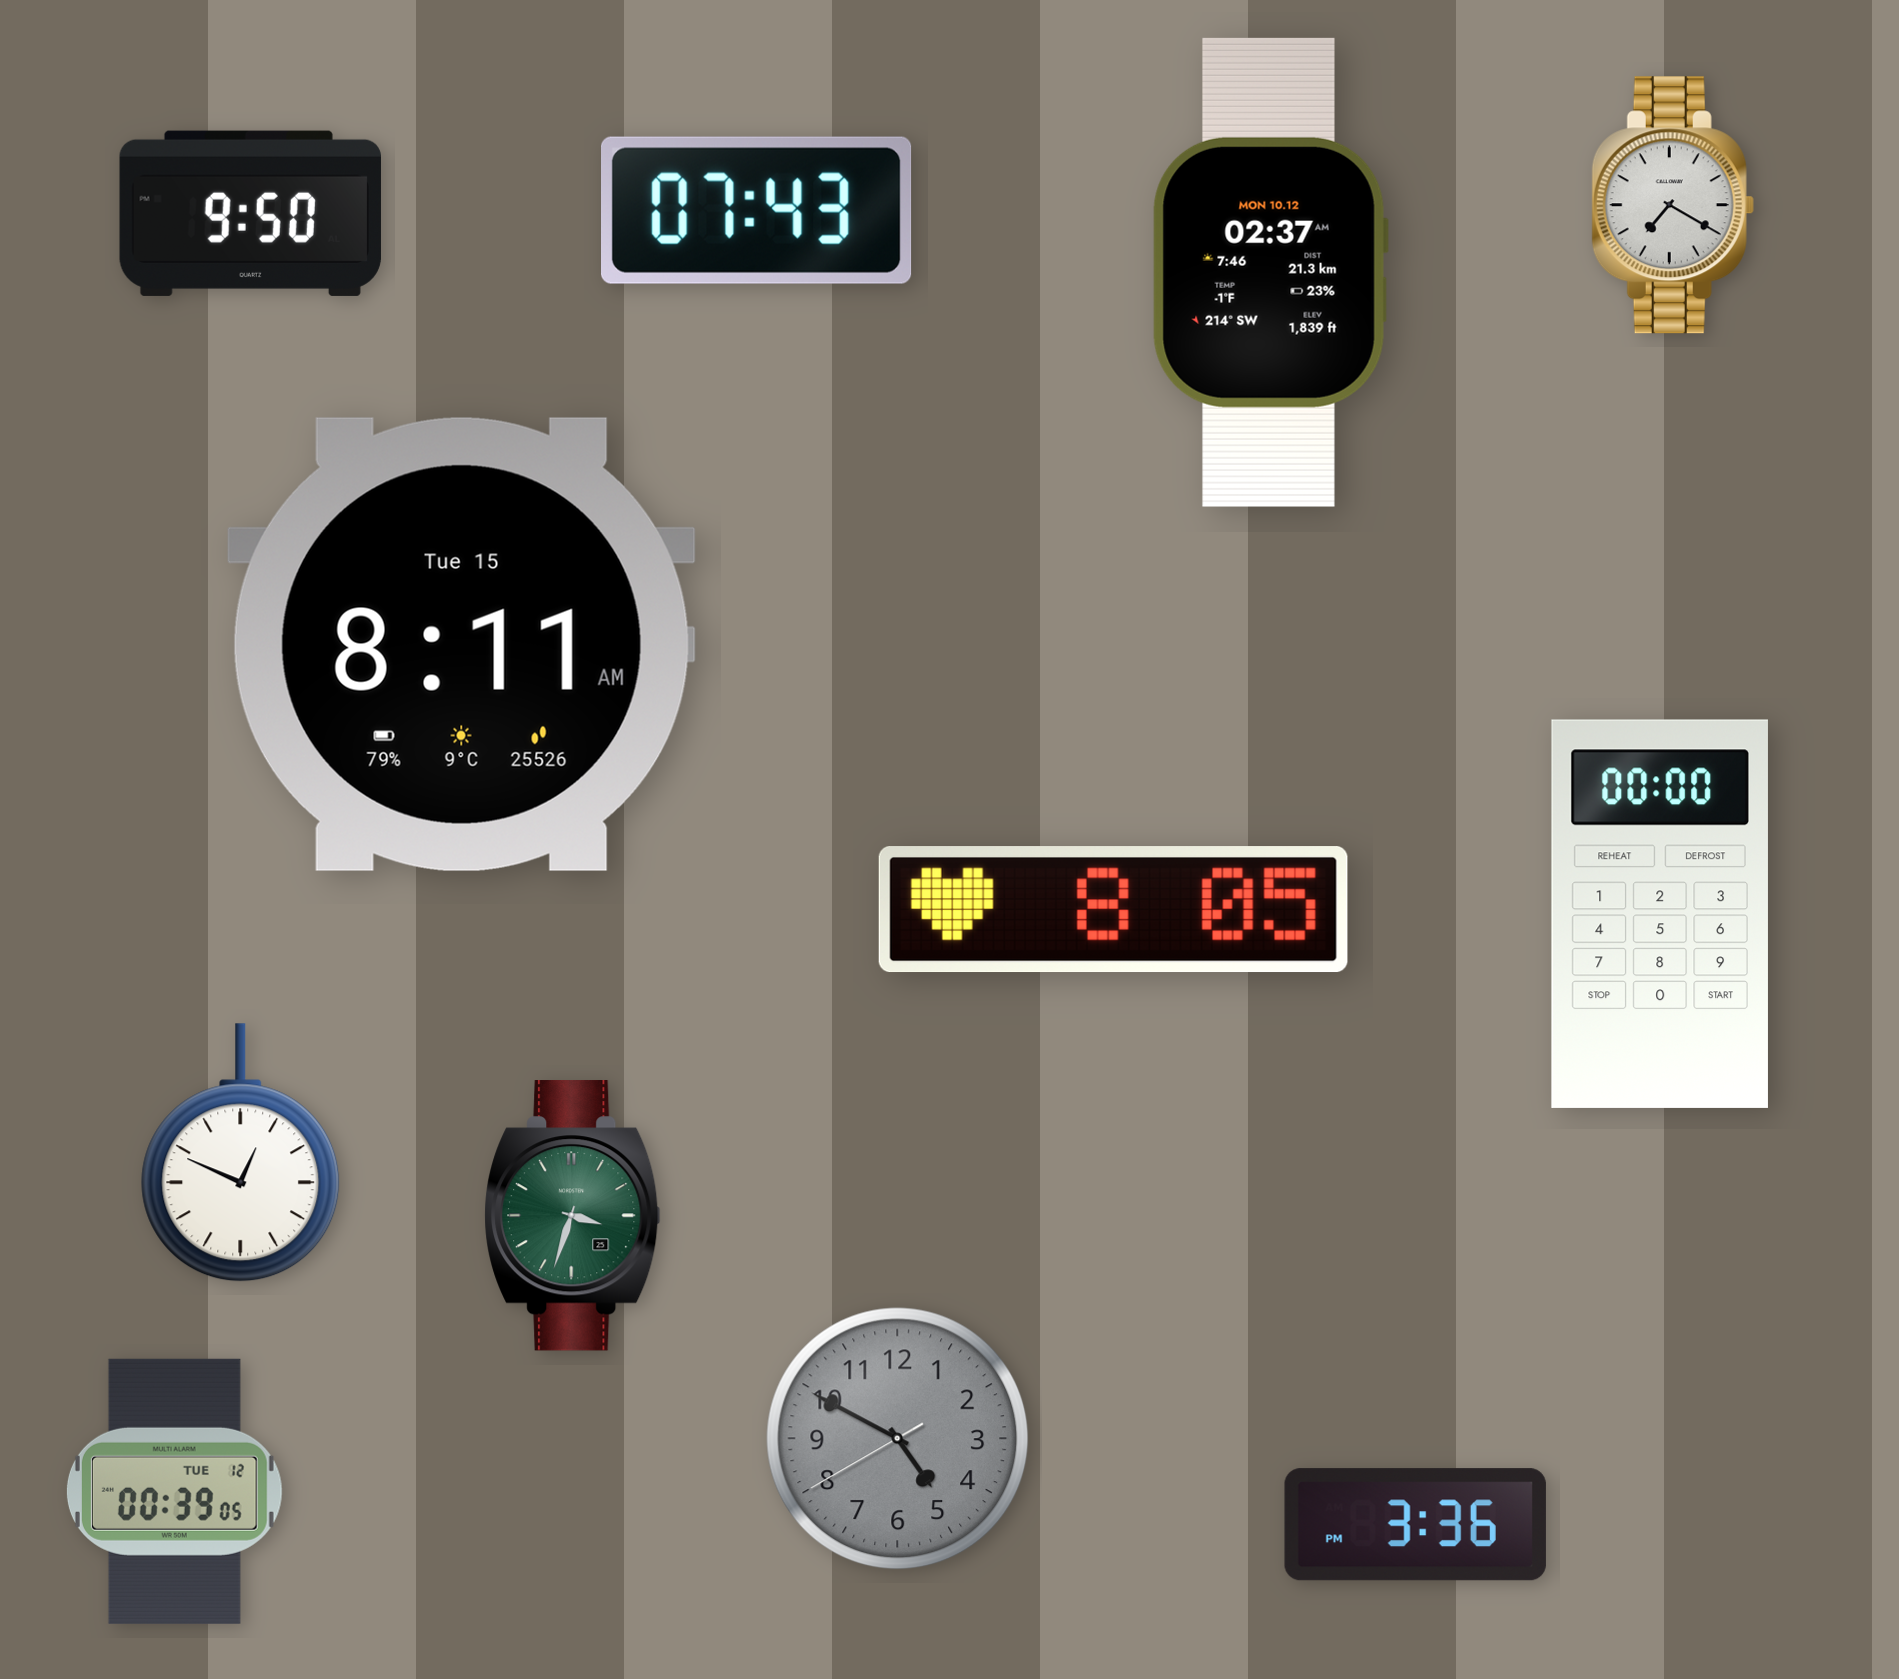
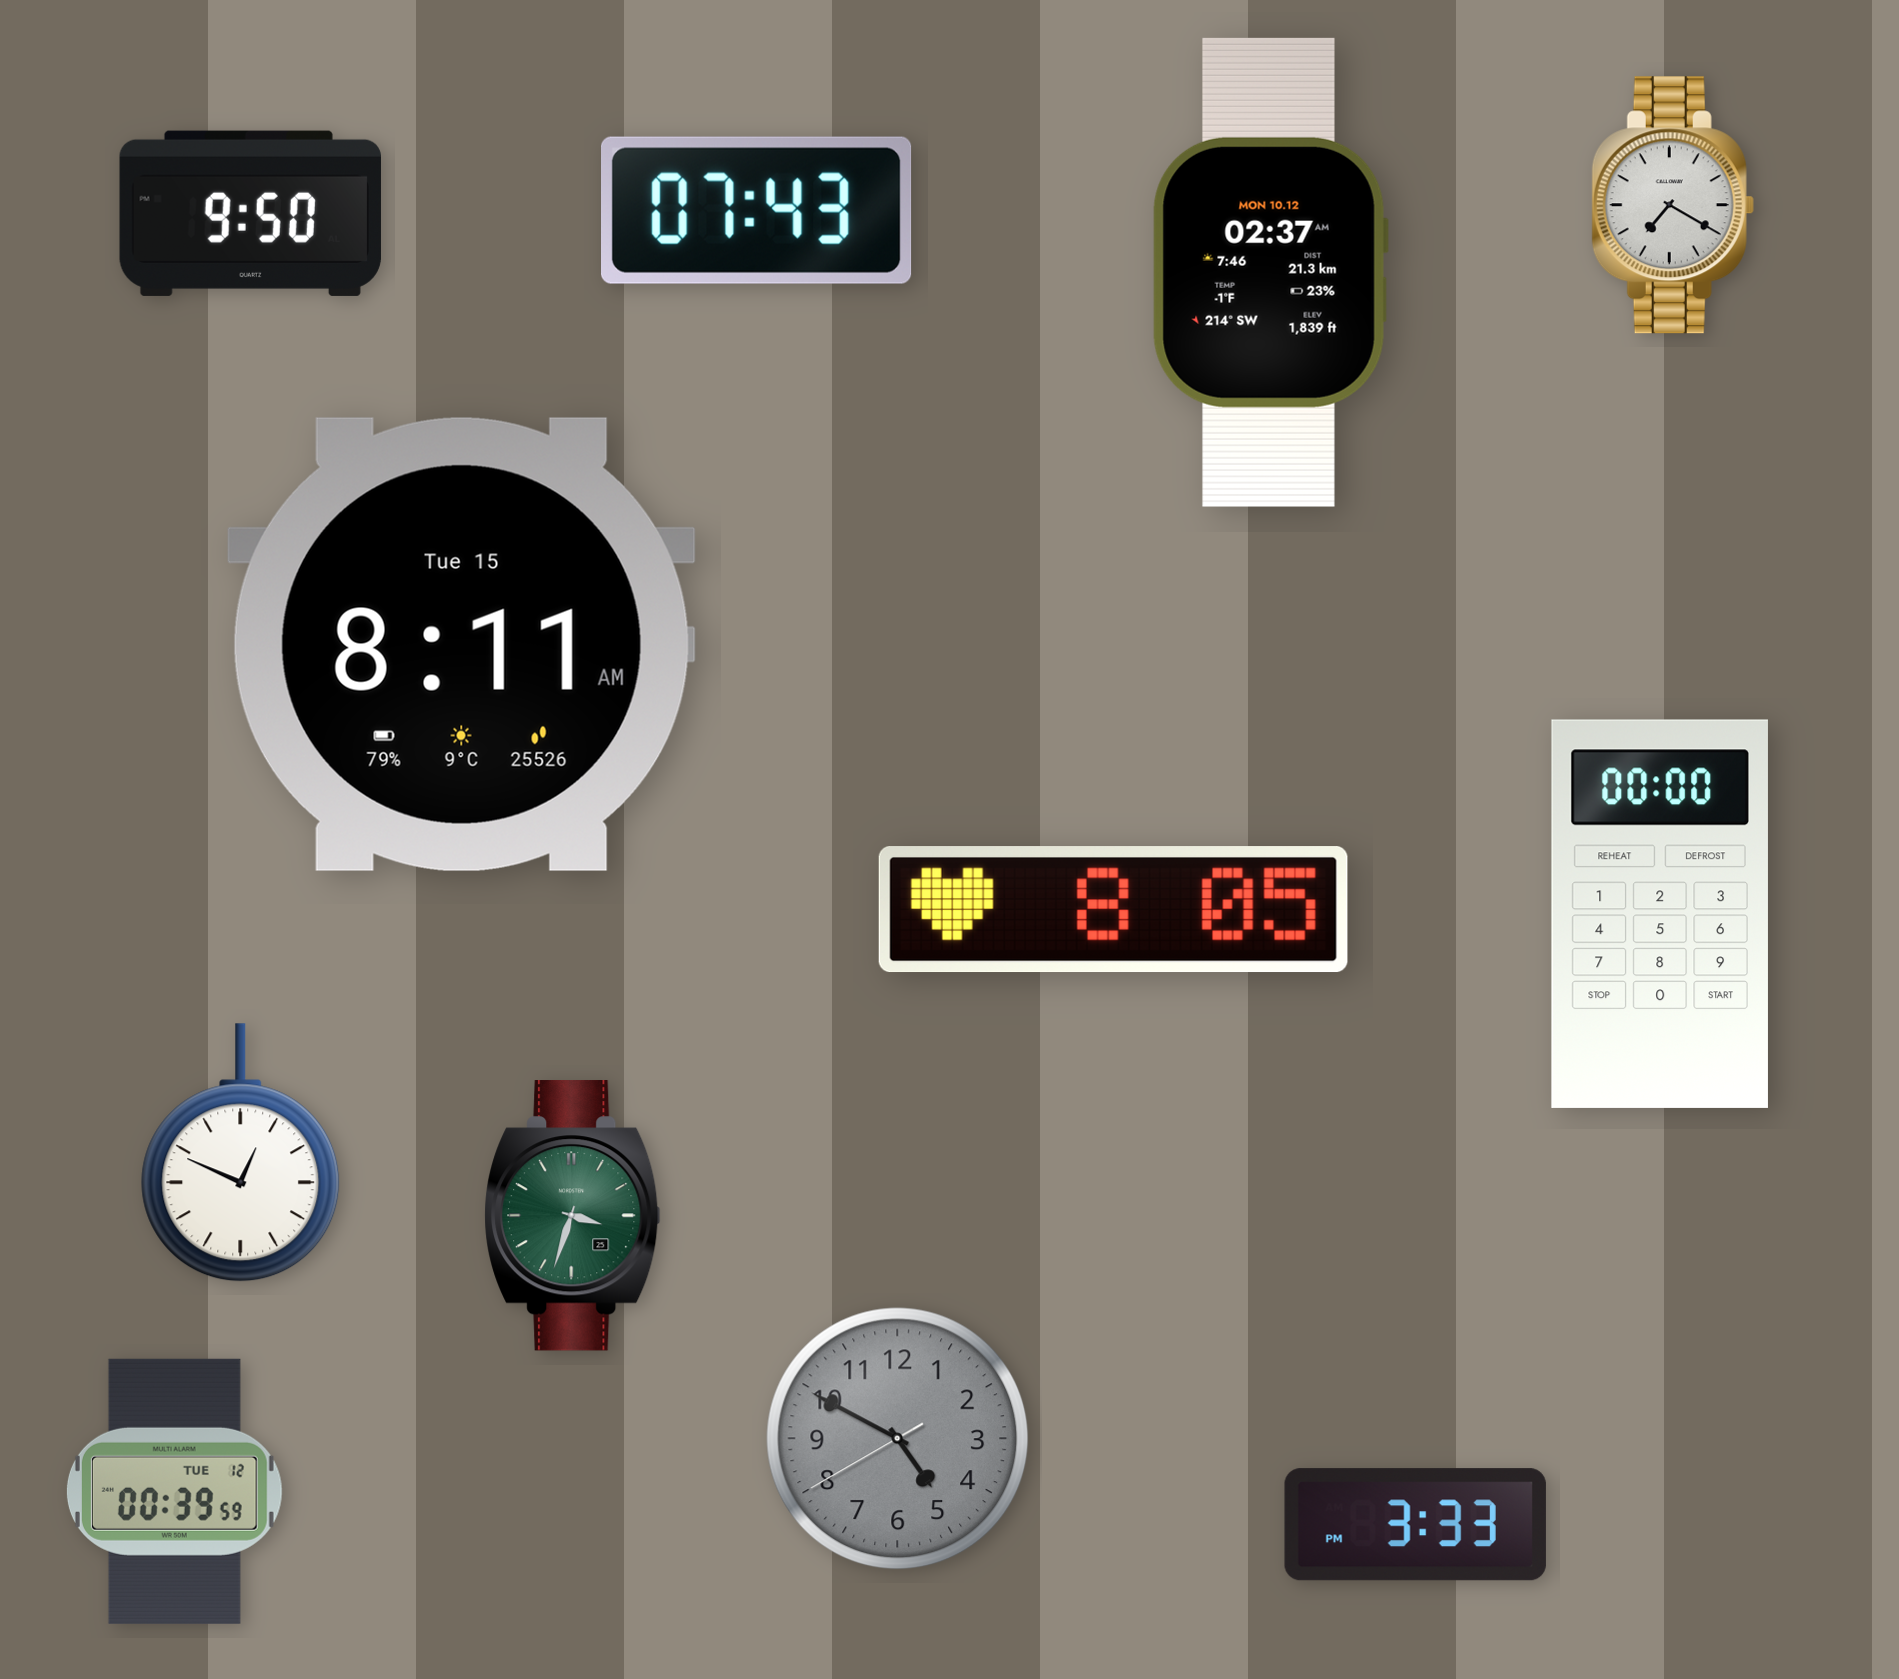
clock at (174, 1491): 00:39:05 -> 00:39:59
clock at (1415, 1525): 3:36 -> 3:33
